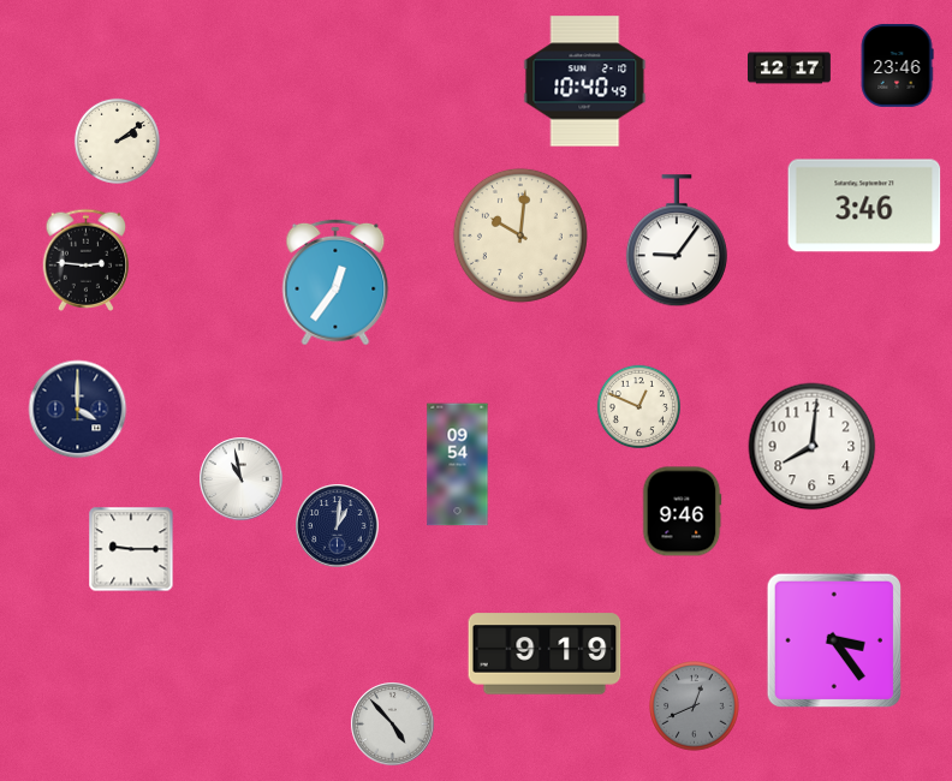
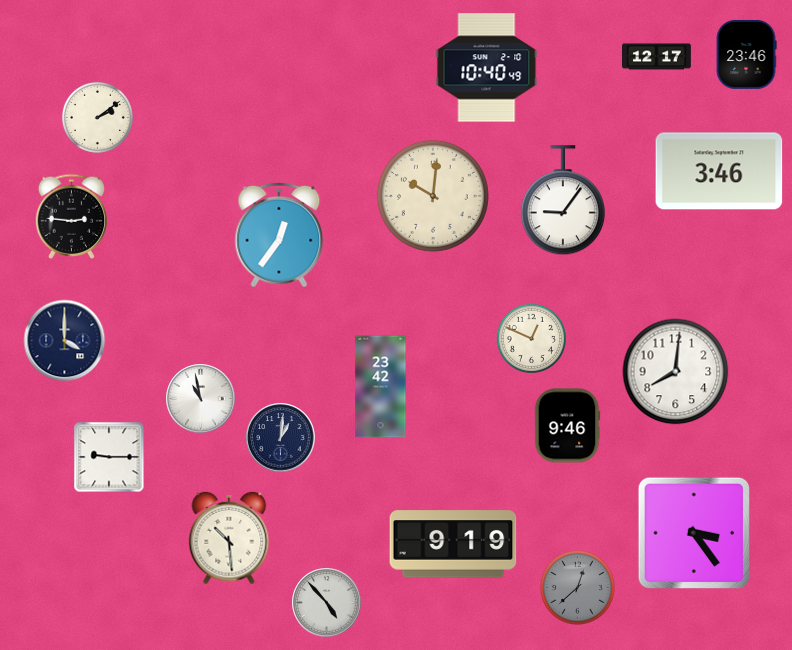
clock at (458, 465): 09:54 -> 23:42
clock at (229, 538): none -> 10:29
clock at (695, 707): 12:41 -> 12:38
